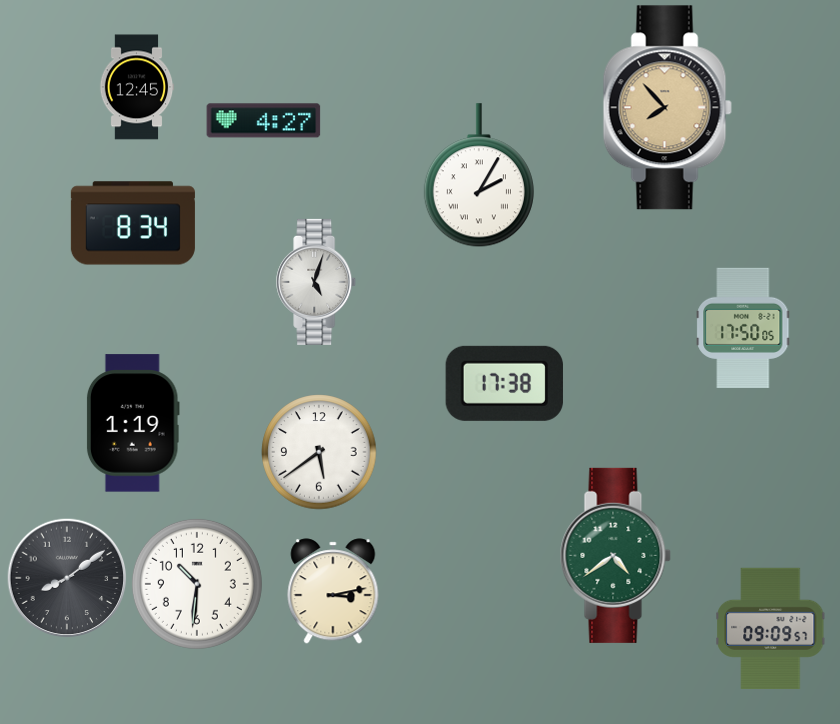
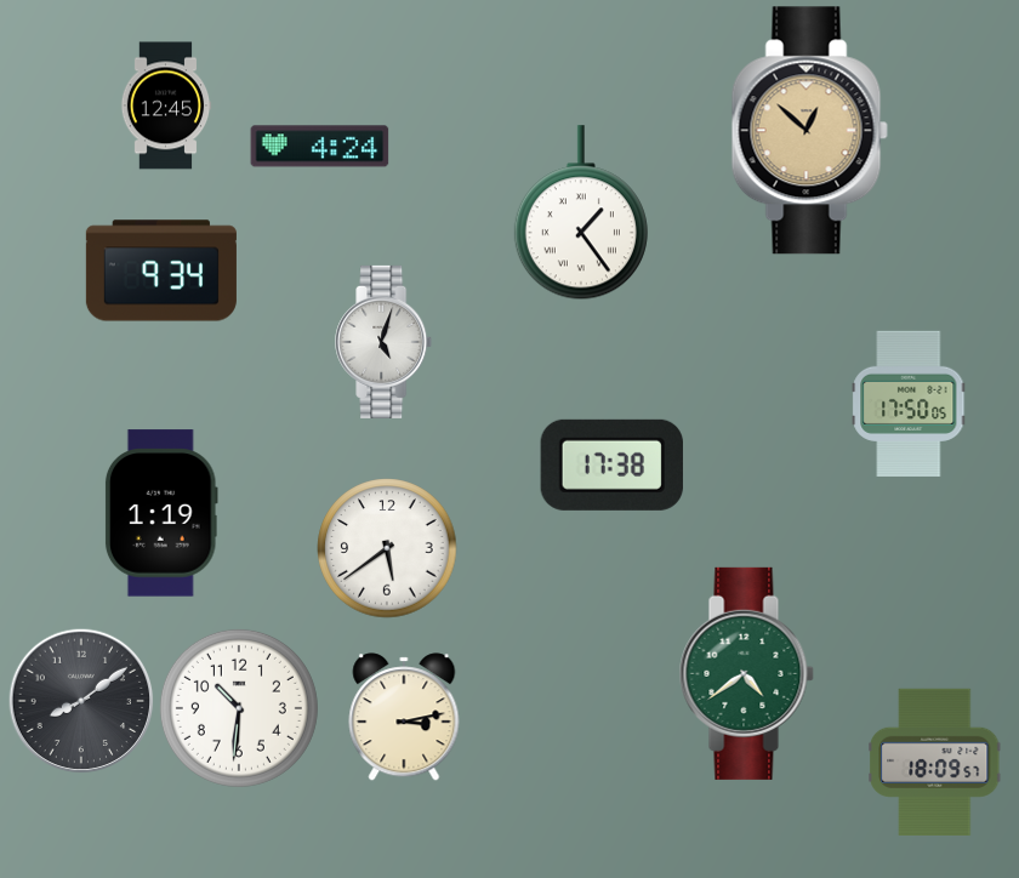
clock at (667, 108): 7:53 -> 12:52
clock at (264, 121): 4:27 -> 4:24
clock at (479, 176): 2:05 -> 1:24
clock at (133, 223): 8:34 -> 9:34
clock at (743, 327) position: (743, 327) -> (909, 403)
clock at (771, 628): 09:09 -> 18:09
